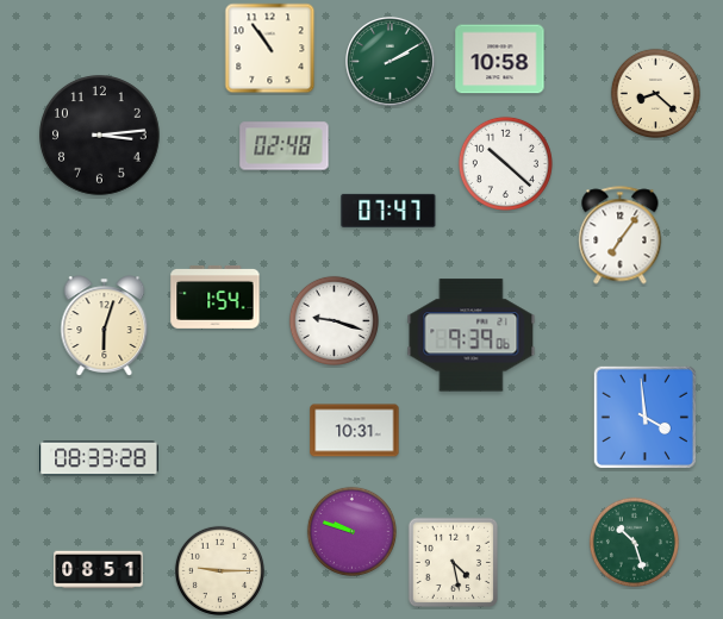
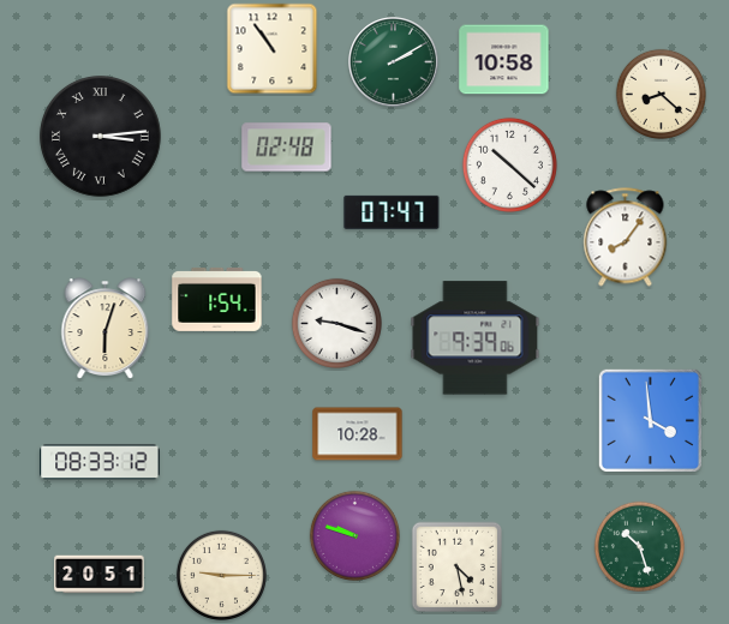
clock at (100, 136) numerals: Arabic -> Roman
clock at (621, 236): 7:06 -> 8:06
clock at (355, 431): 10:31 -> 10:28
clock at (99, 458): 08:33:28 -> 08:33:12
clock at (99, 570): 08:51 -> 20:51
